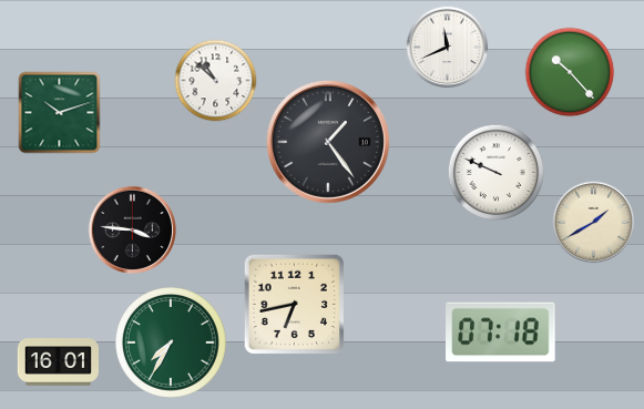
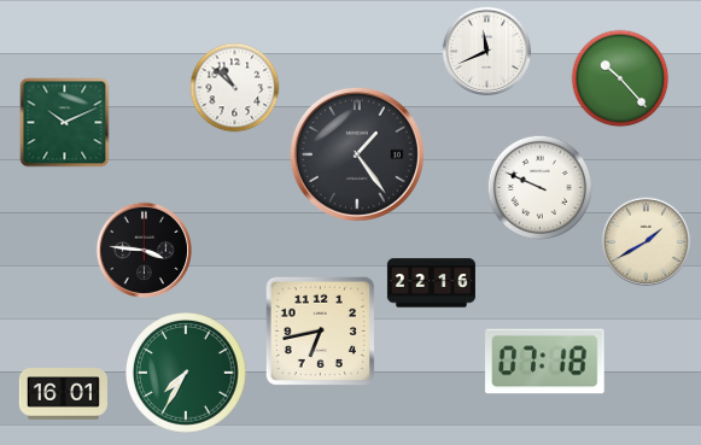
clock at (60, 113): 10:12 -> 10:11
clock at (431, 283): none -> 22:16
